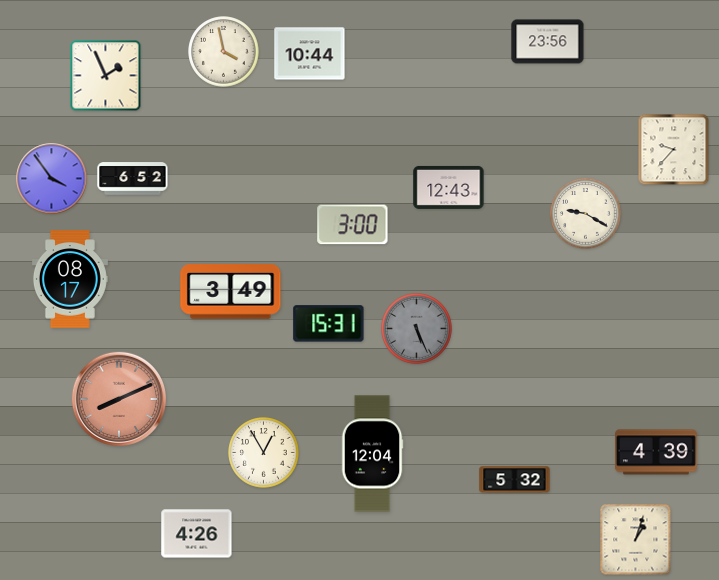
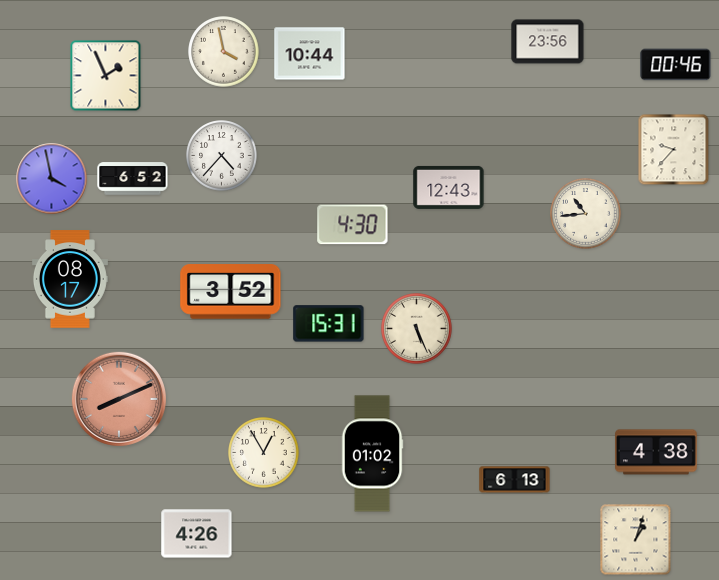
clock at (676, 65): none -> 00:46
clock at (222, 156): none -> 4:37
clock at (52, 179): 3:54 -> 3:58
clock at (586, 214): 9:20 -> 10:44
clock at (353, 225): 3:00 -> 4:30
clock at (231, 292): 3:49 -> 3:52
clock at (417, 329) dial: grey -> cream
clock at (657, 452): 4:39 -> 4:38
clock at (372, 454): 12:04 -> 01:02
clock at (515, 480): 5:32 -> 6:13
